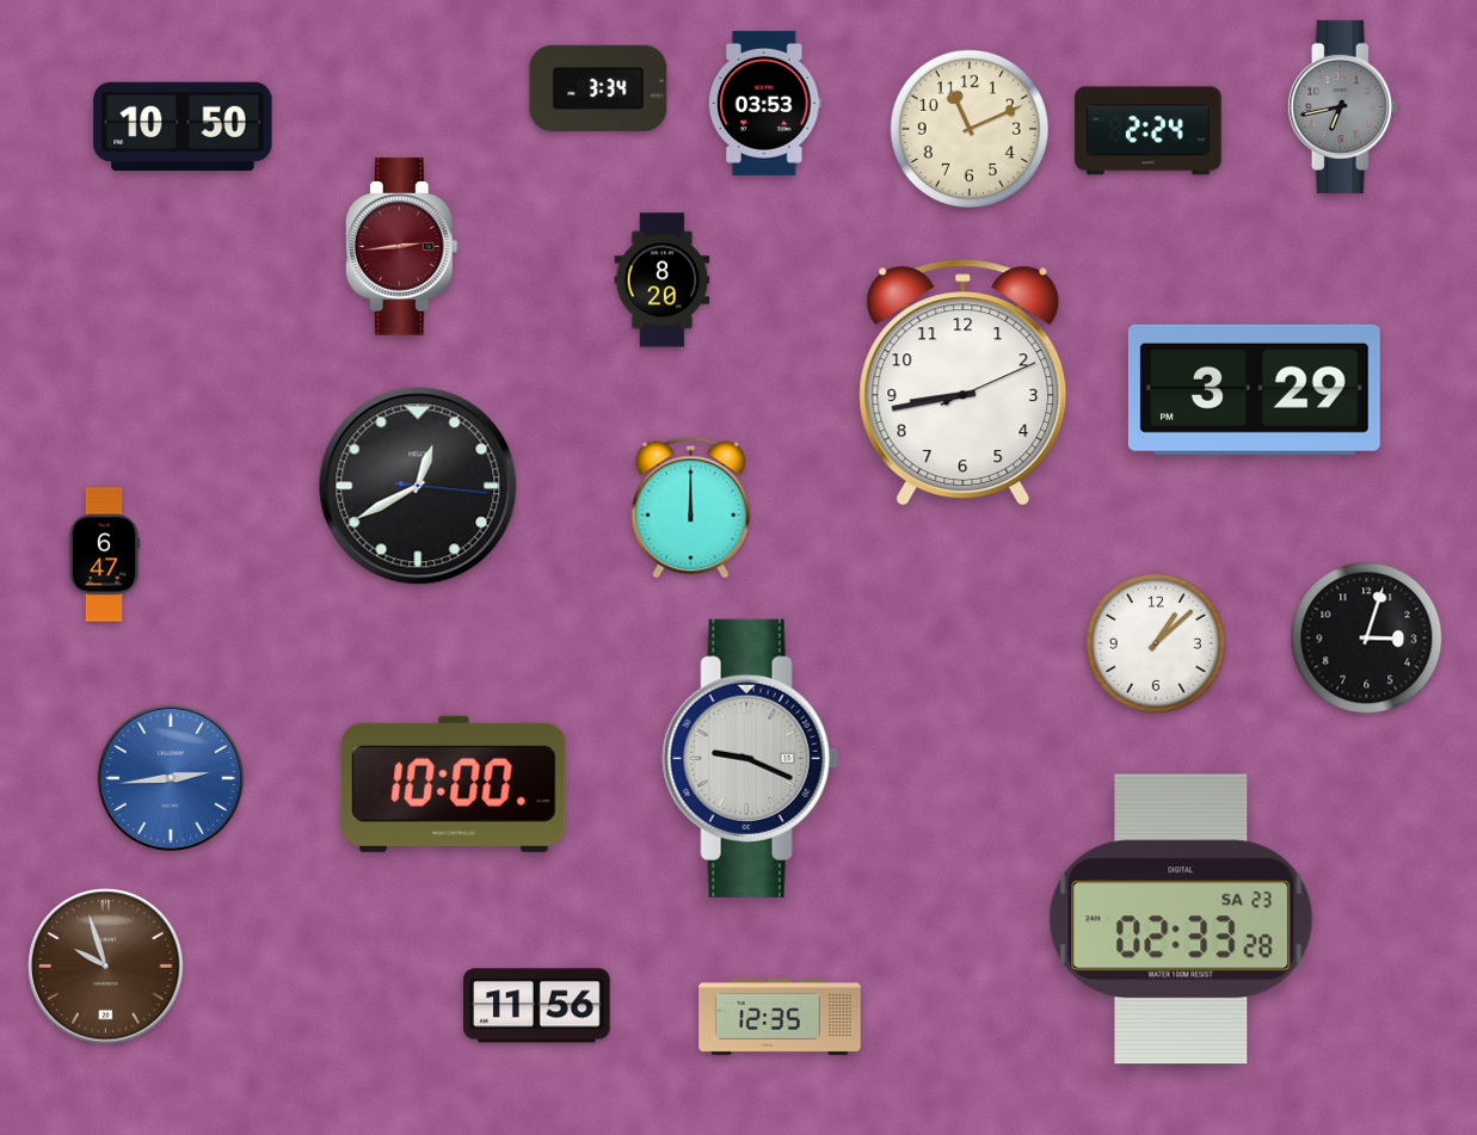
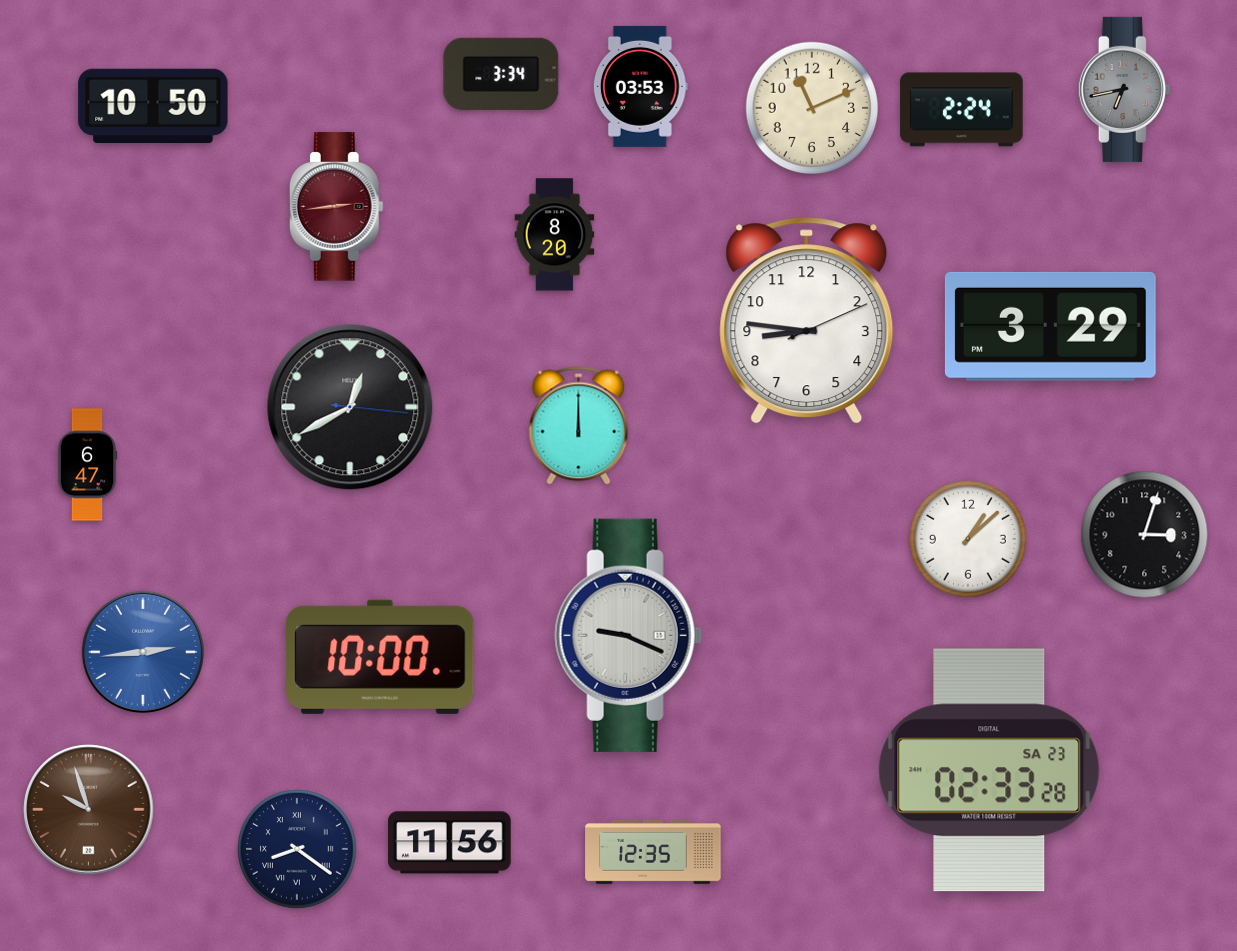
clock at (964, 383): 8:43 -> 8:46
clock at (297, 849): none -> 8:21
